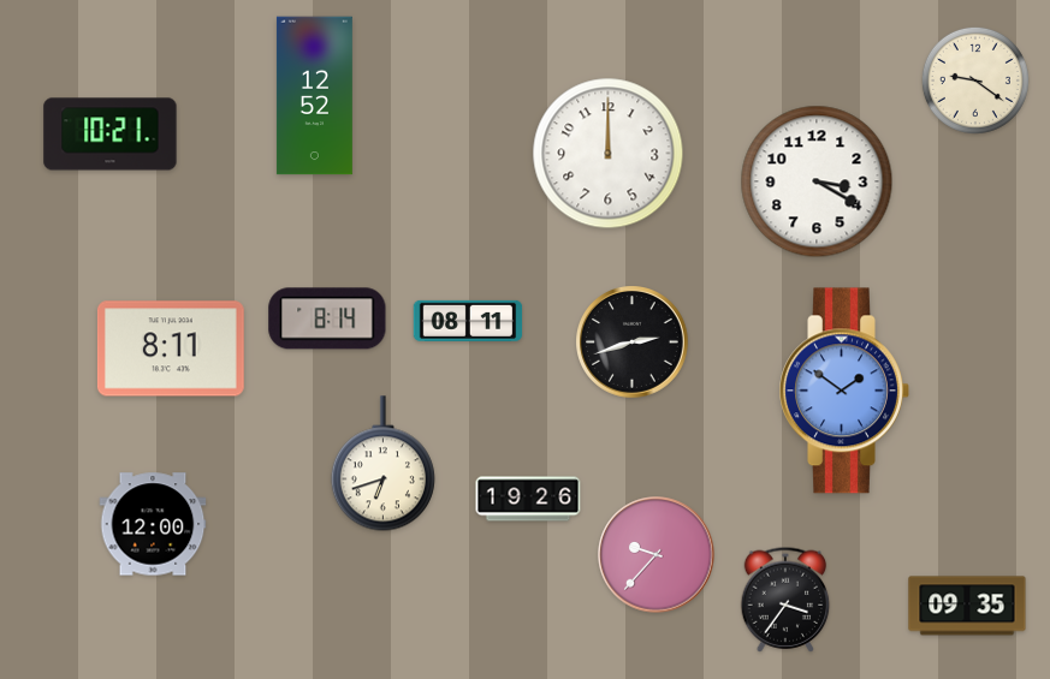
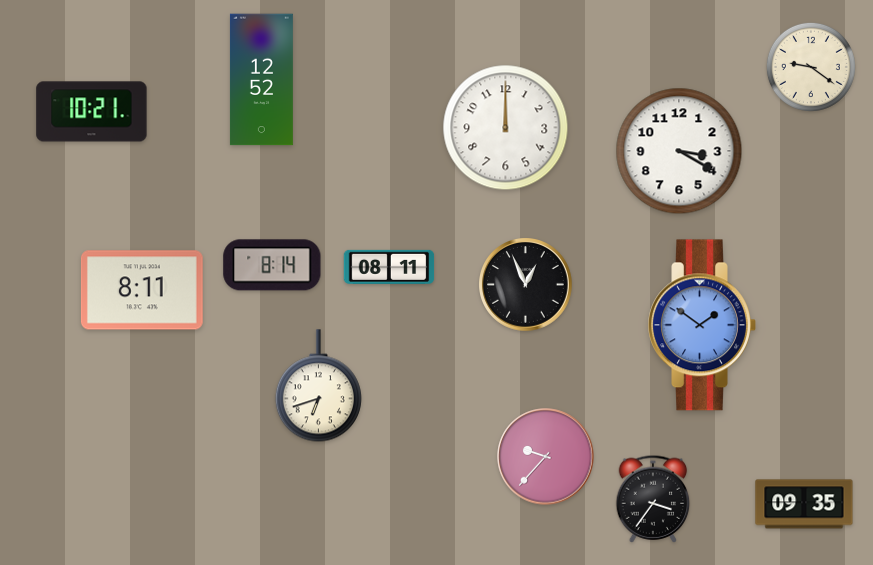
clock at (633, 343): 2:42 -> 12:56
clock at (528, 499): 19:26 -> none
clock at (153, 524): 12:00 -> none
clock at (657, 555) position: (657, 555) -> (546, 457)
